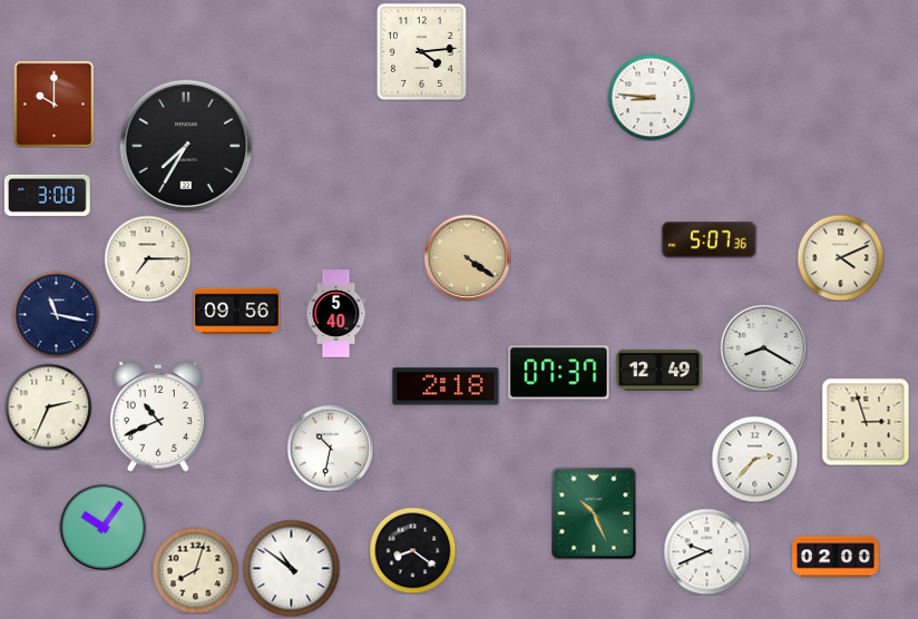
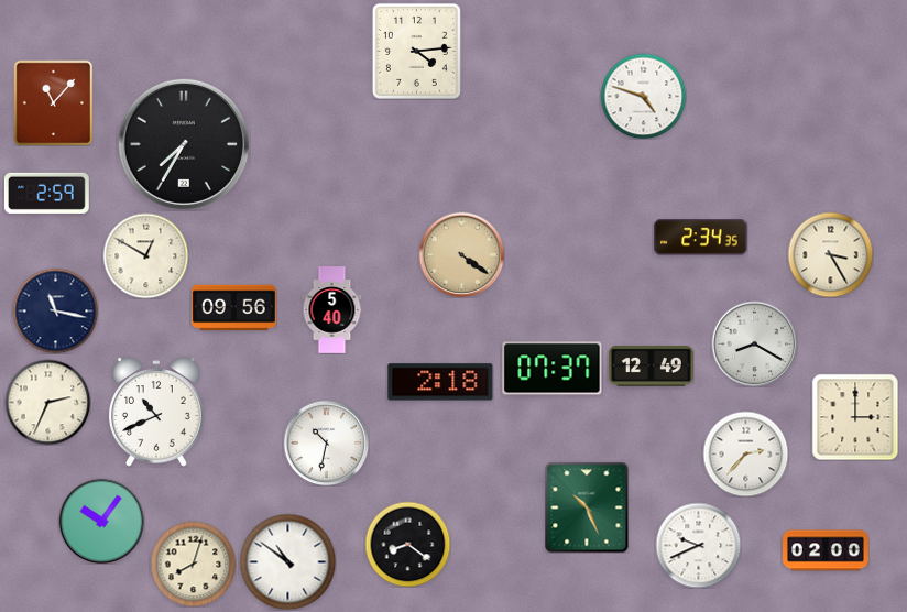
clock at (651, 97): 8:46 -> 4:48
clock at (55, 104): 10:00 -> 11:07
clock at (47, 195): 3:00 -> 2:59
clock at (710, 240): 5:07 -> 2:34
clock at (840, 257): 4:11 -> 3:25
clock at (147, 258): 7:15 -> 12:50
clock at (866, 422): 2:57 -> 3:00
